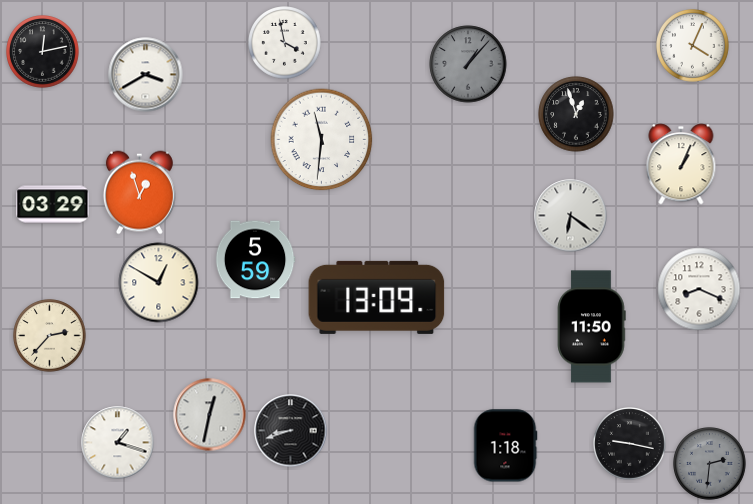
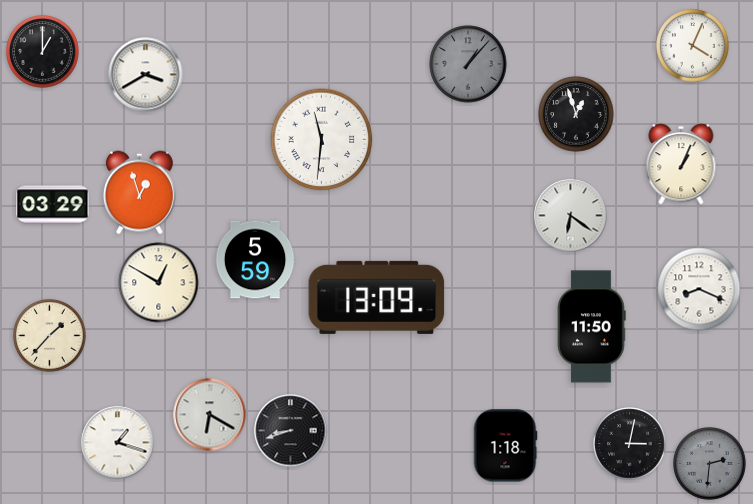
clock at (285, 43): 3:58 -> none
clock at (43, 52): 12:13 -> 1:00
clock at (50, 336): 2:37 -> 1:37
clock at (210, 415): 12:32 -> 6:20
clock at (630, 444): 9:17 -> 3:02
